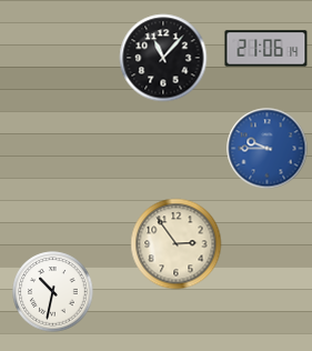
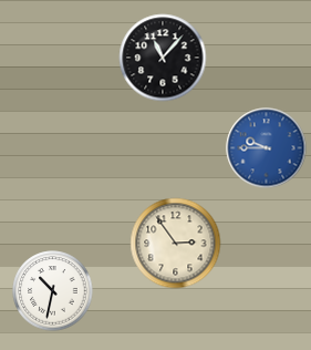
clock at (266, 49): 21:06 -> none
